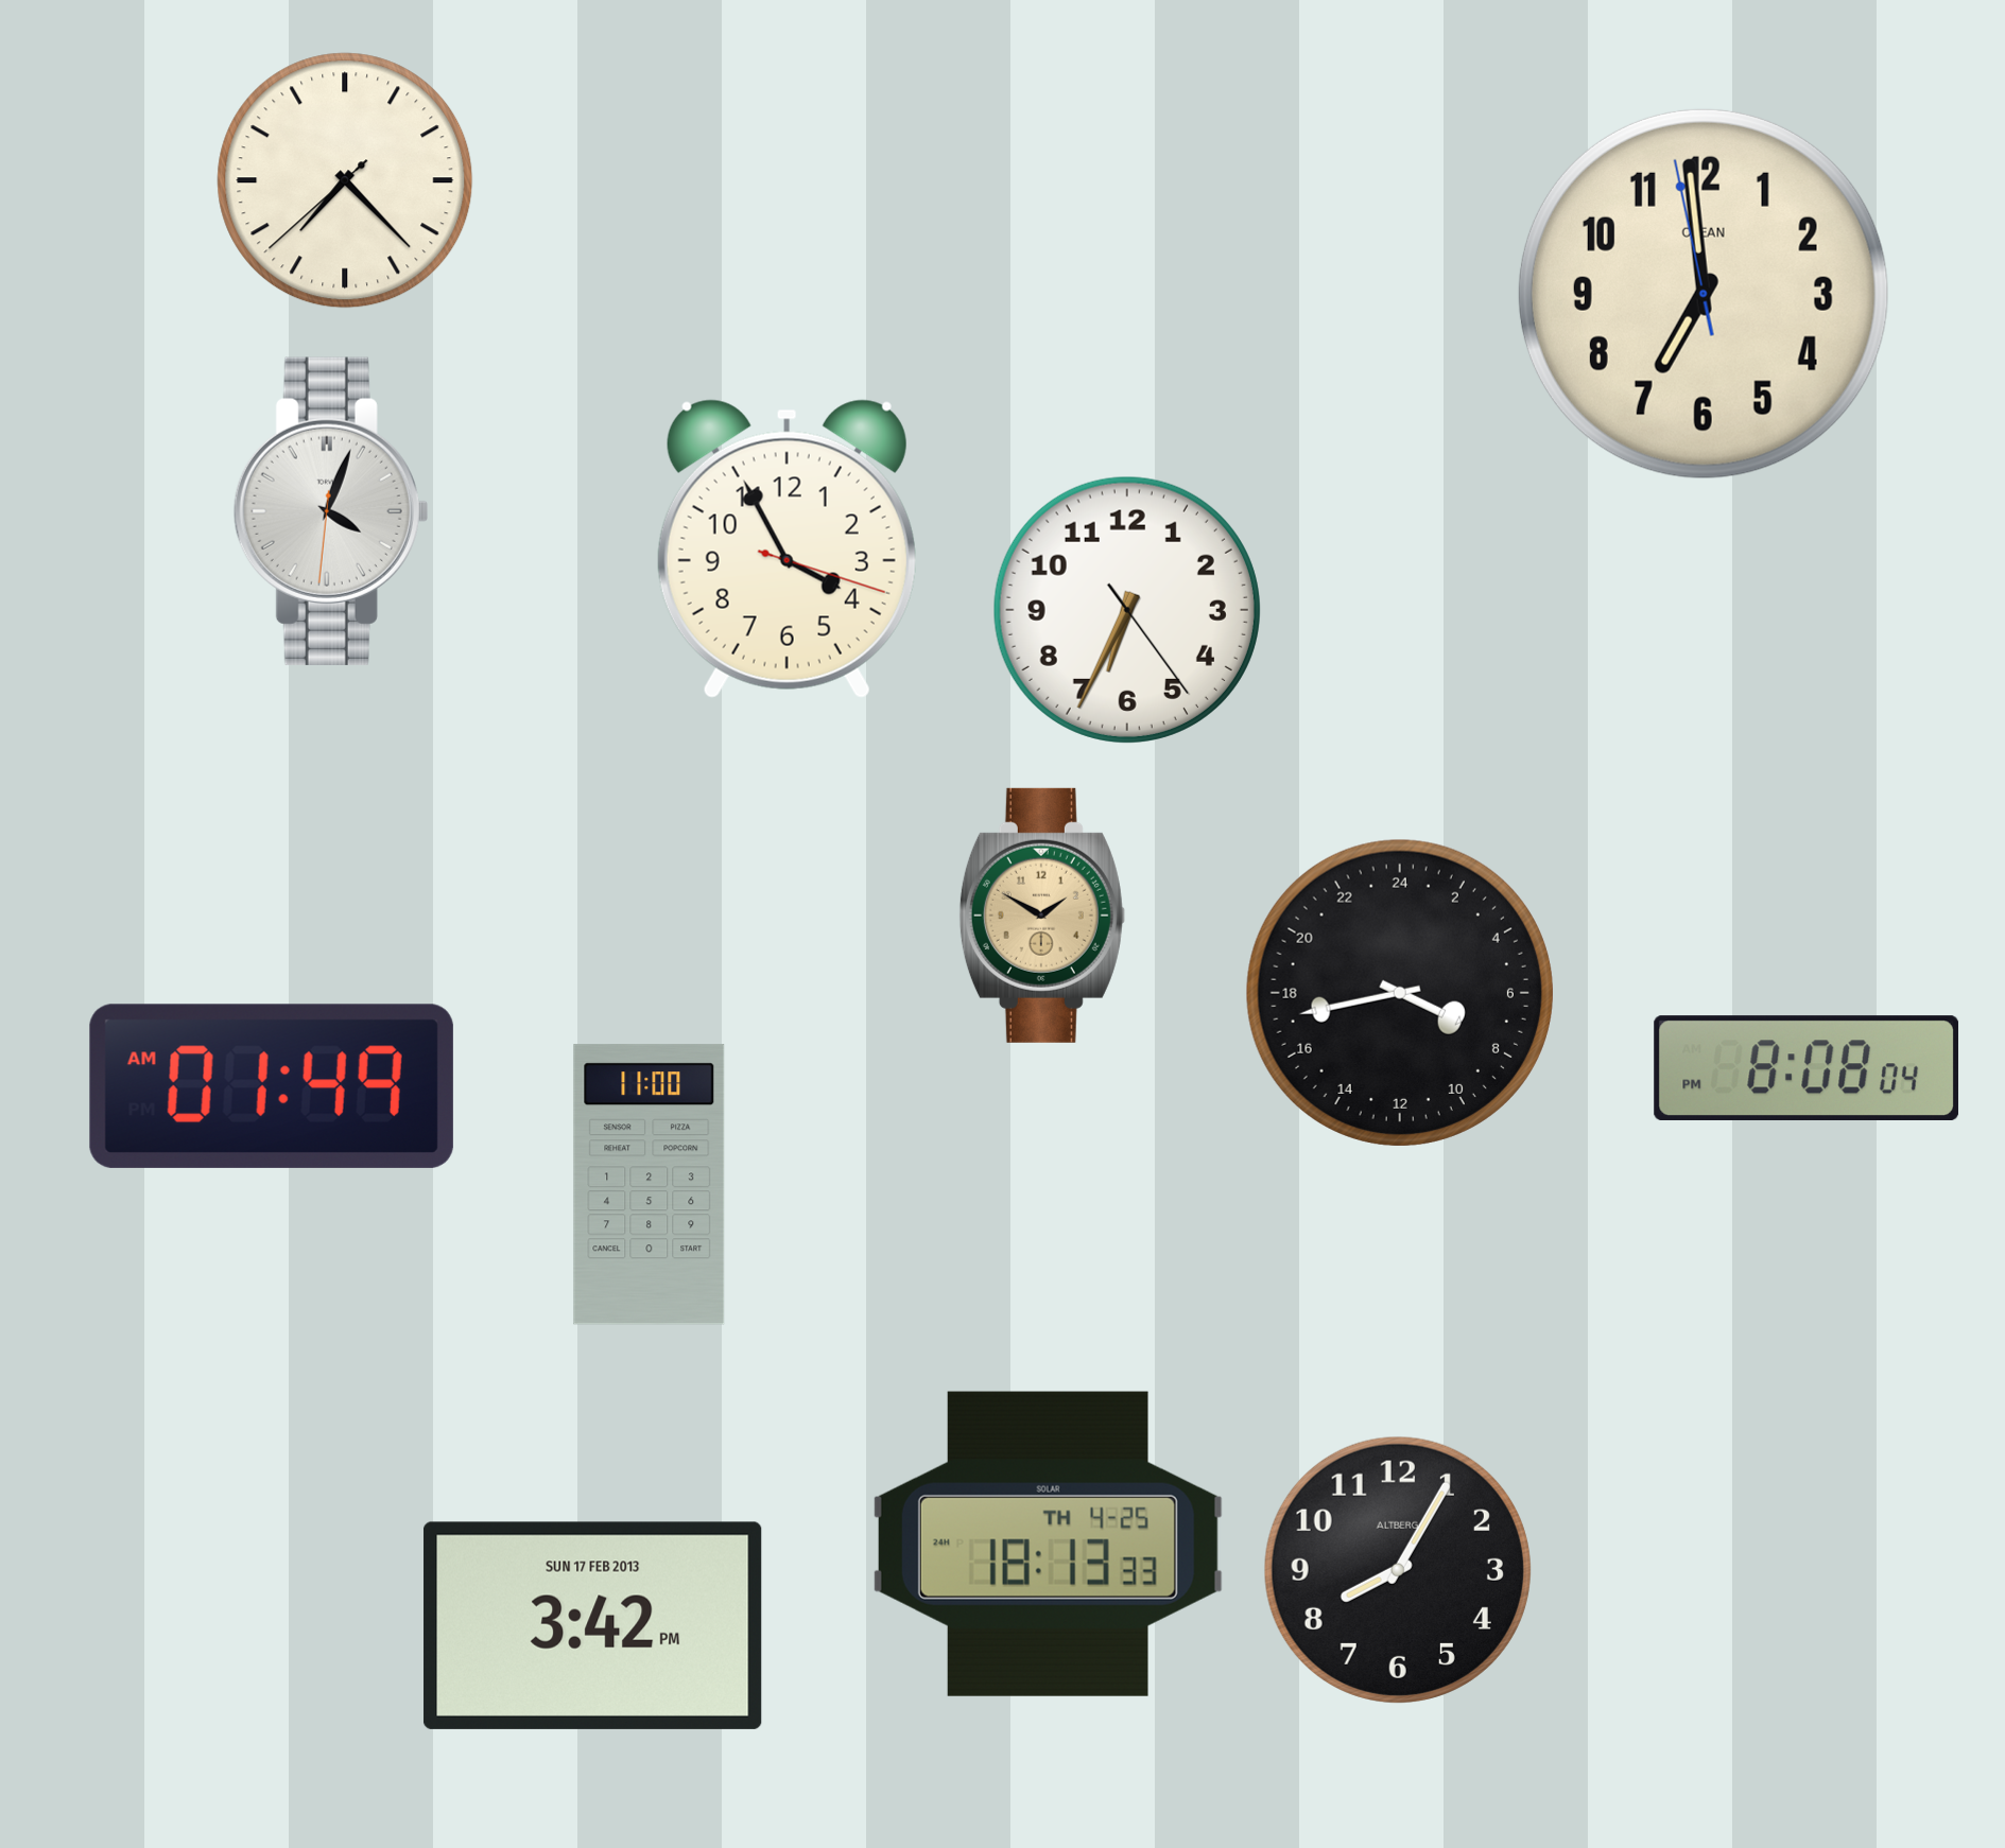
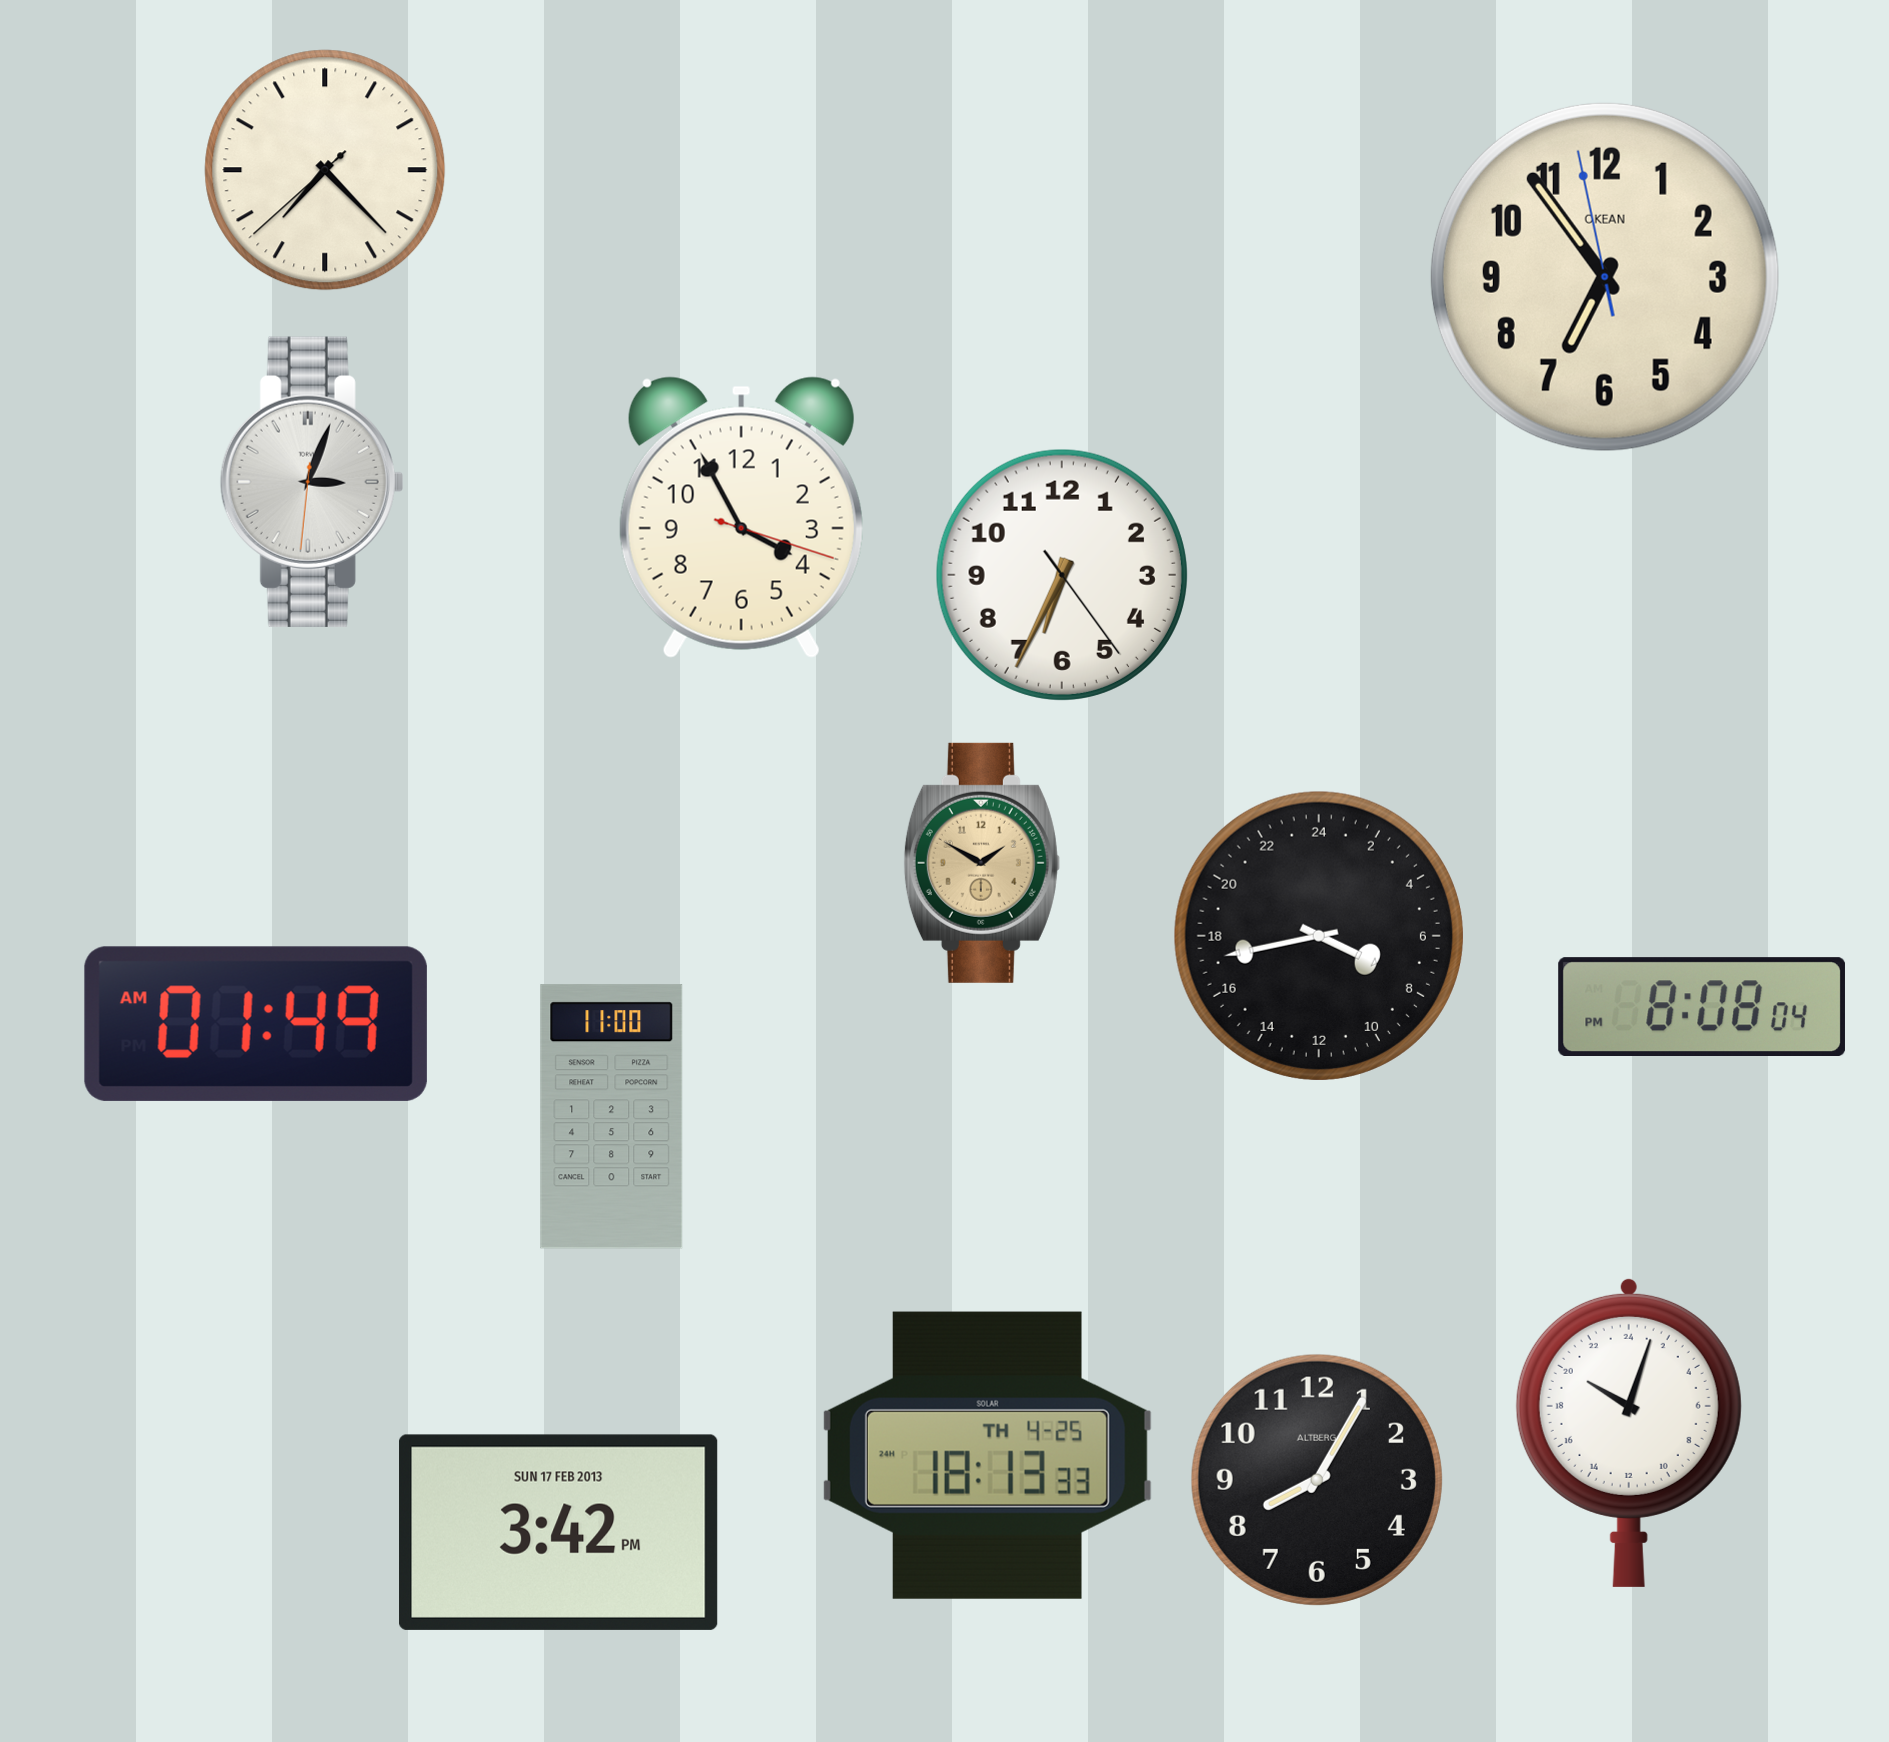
clock at (1704, 294): 6:58 -> 6:53
clock at (331, 511): 4:03 -> 3:03
clock at (1629, 1432): none -> 20:03
